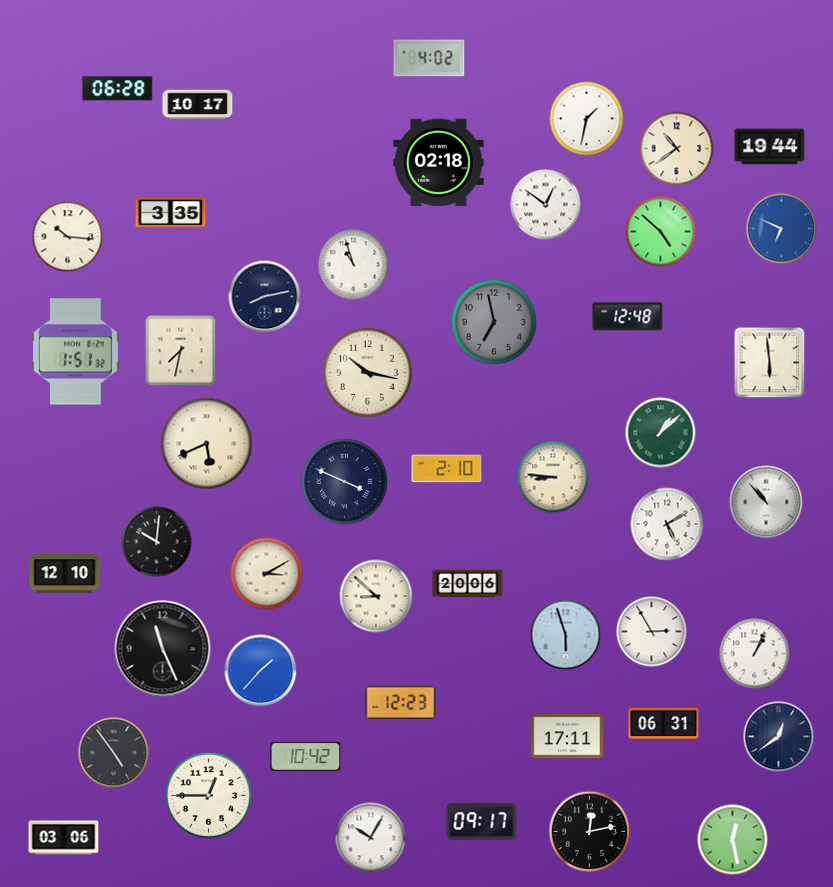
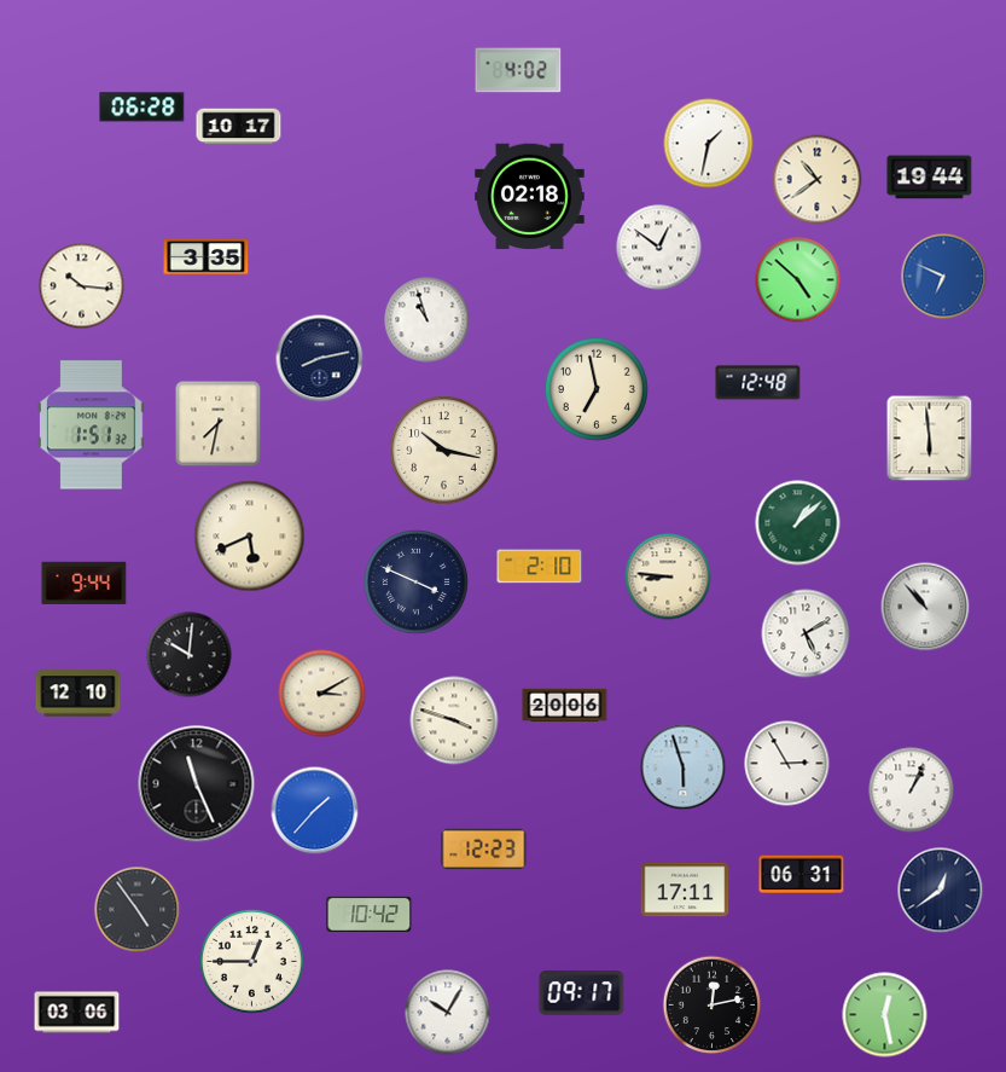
clock at (494, 322) dial: grey -> cream
clock at (85, 583): none -> 9:44
clock at (376, 596): 8:52 -> 3:48
